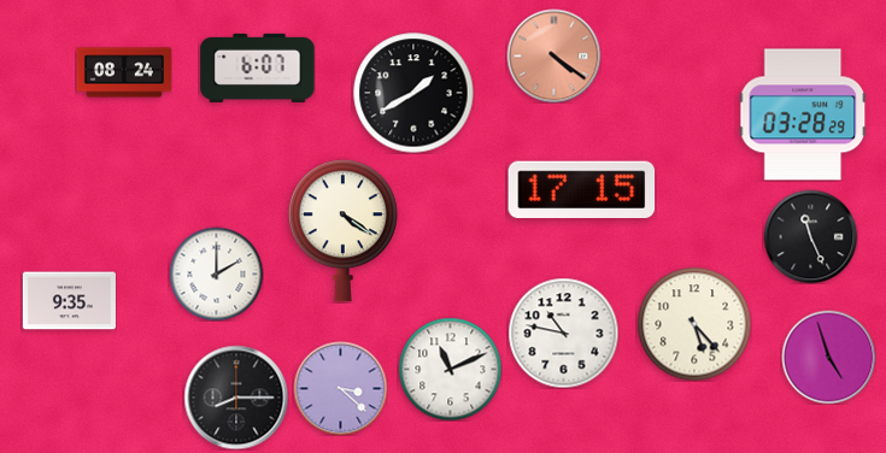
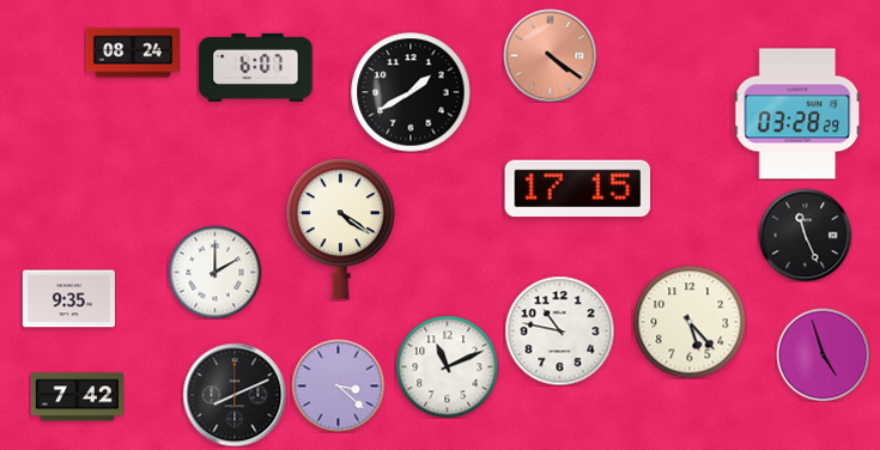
clock at (124, 72) position: (124, 72) -> (133, 53)
clock at (236, 398): 8:15 -> 8:11
clock at (77, 397): none -> 7:42
